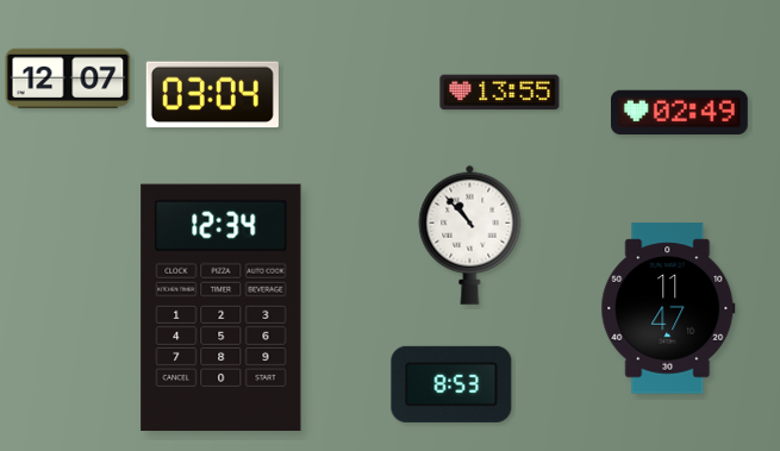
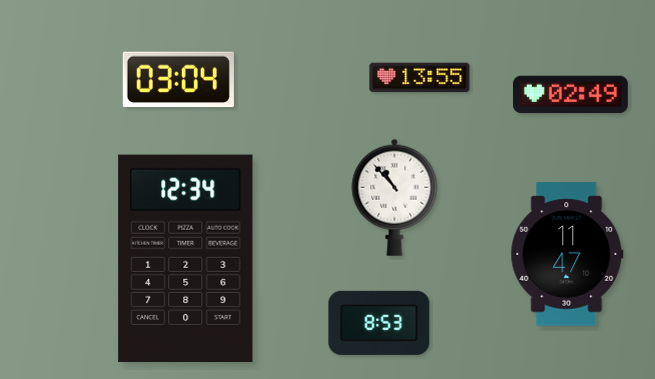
clock at (68, 79): 12:07 -> none
clock at (668, 308) position: (668, 308) -> (567, 254)
